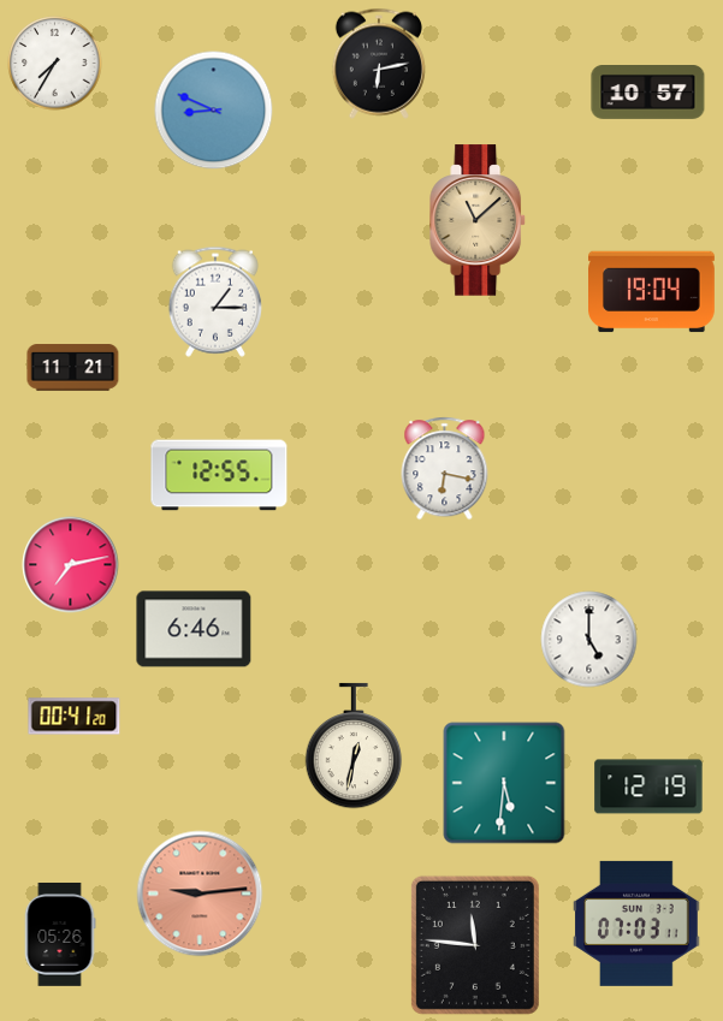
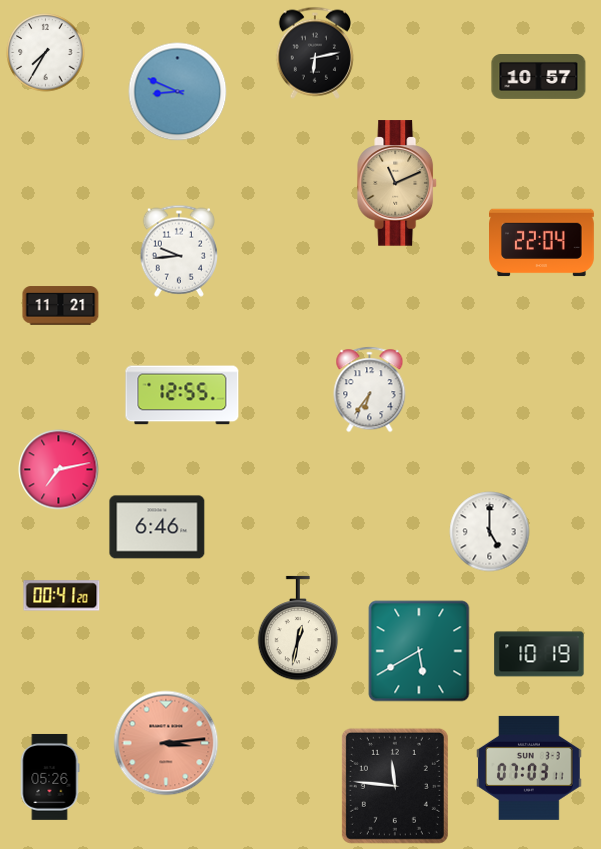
clock at (479, 220): 11:08 -> 11:11
clock at (652, 292): 19:04 -> 22:04
clock at (215, 302): 1:15 -> 9:44
clock at (445, 469): 6:17 -> 6:36
clock at (194, 629) position: (194, 629) -> (157, 527)
clock at (354, 746) position: (354, 746) -> (298, 628)
clock at (504, 783): 5:31 -> 5:40
clock at (648, 786): 12:19 -> 10:19
clock at (200, 894): 9:14 -> 3:14
